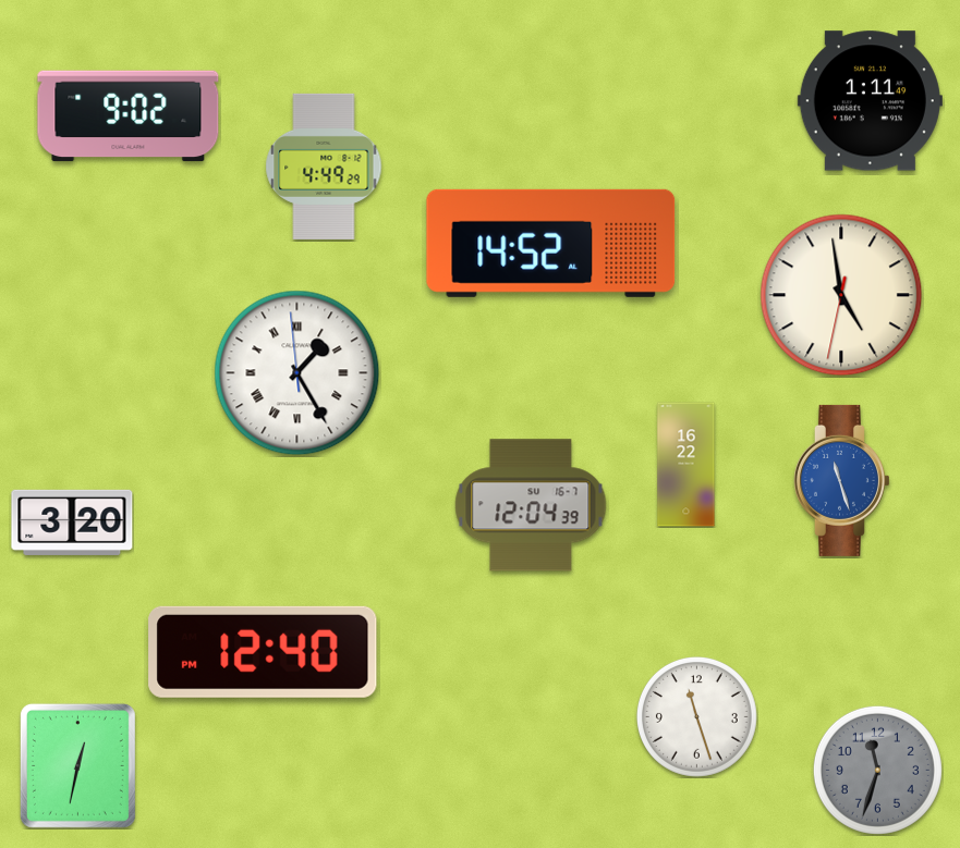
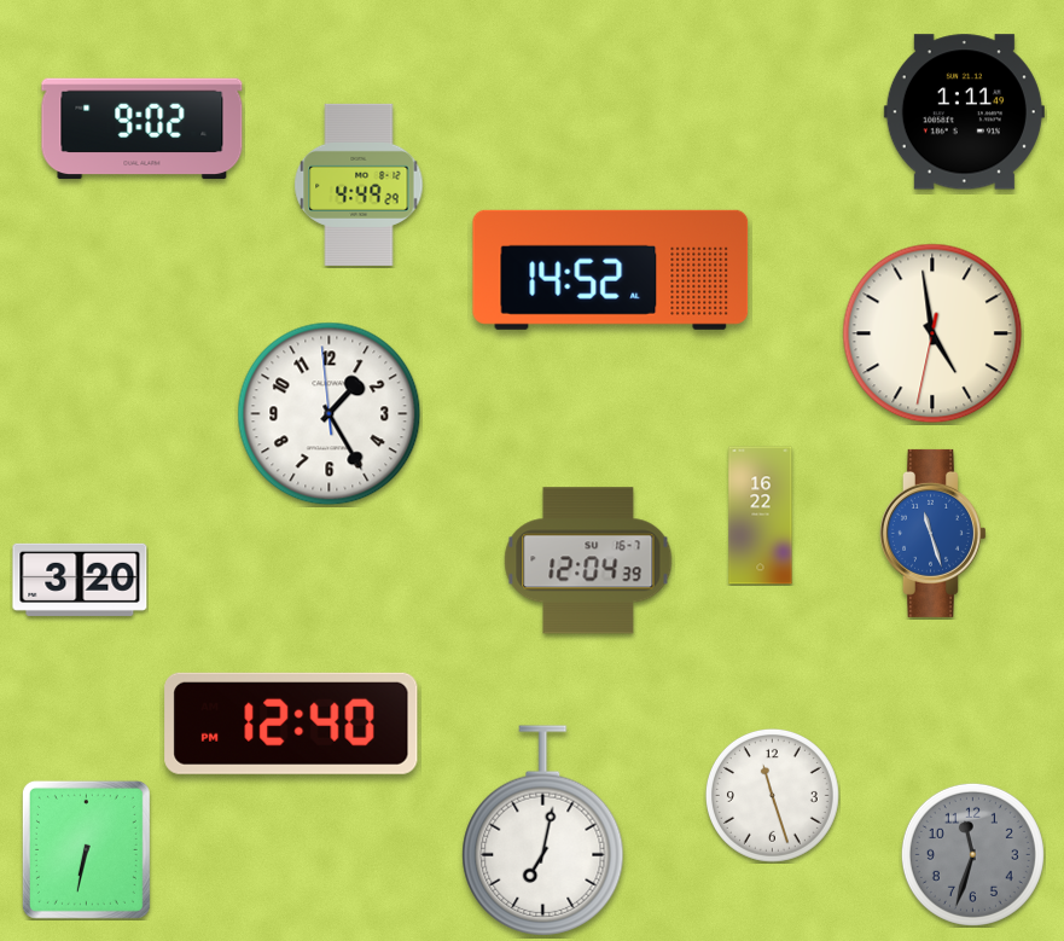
clock at (841, 295) position: (841, 295) -> (932, 333)
clock at (297, 373) numerals: Roman -> Arabic
clock at (543, 831): none -> 7:02
clock at (77, 765): 12:32 -> 6:32
